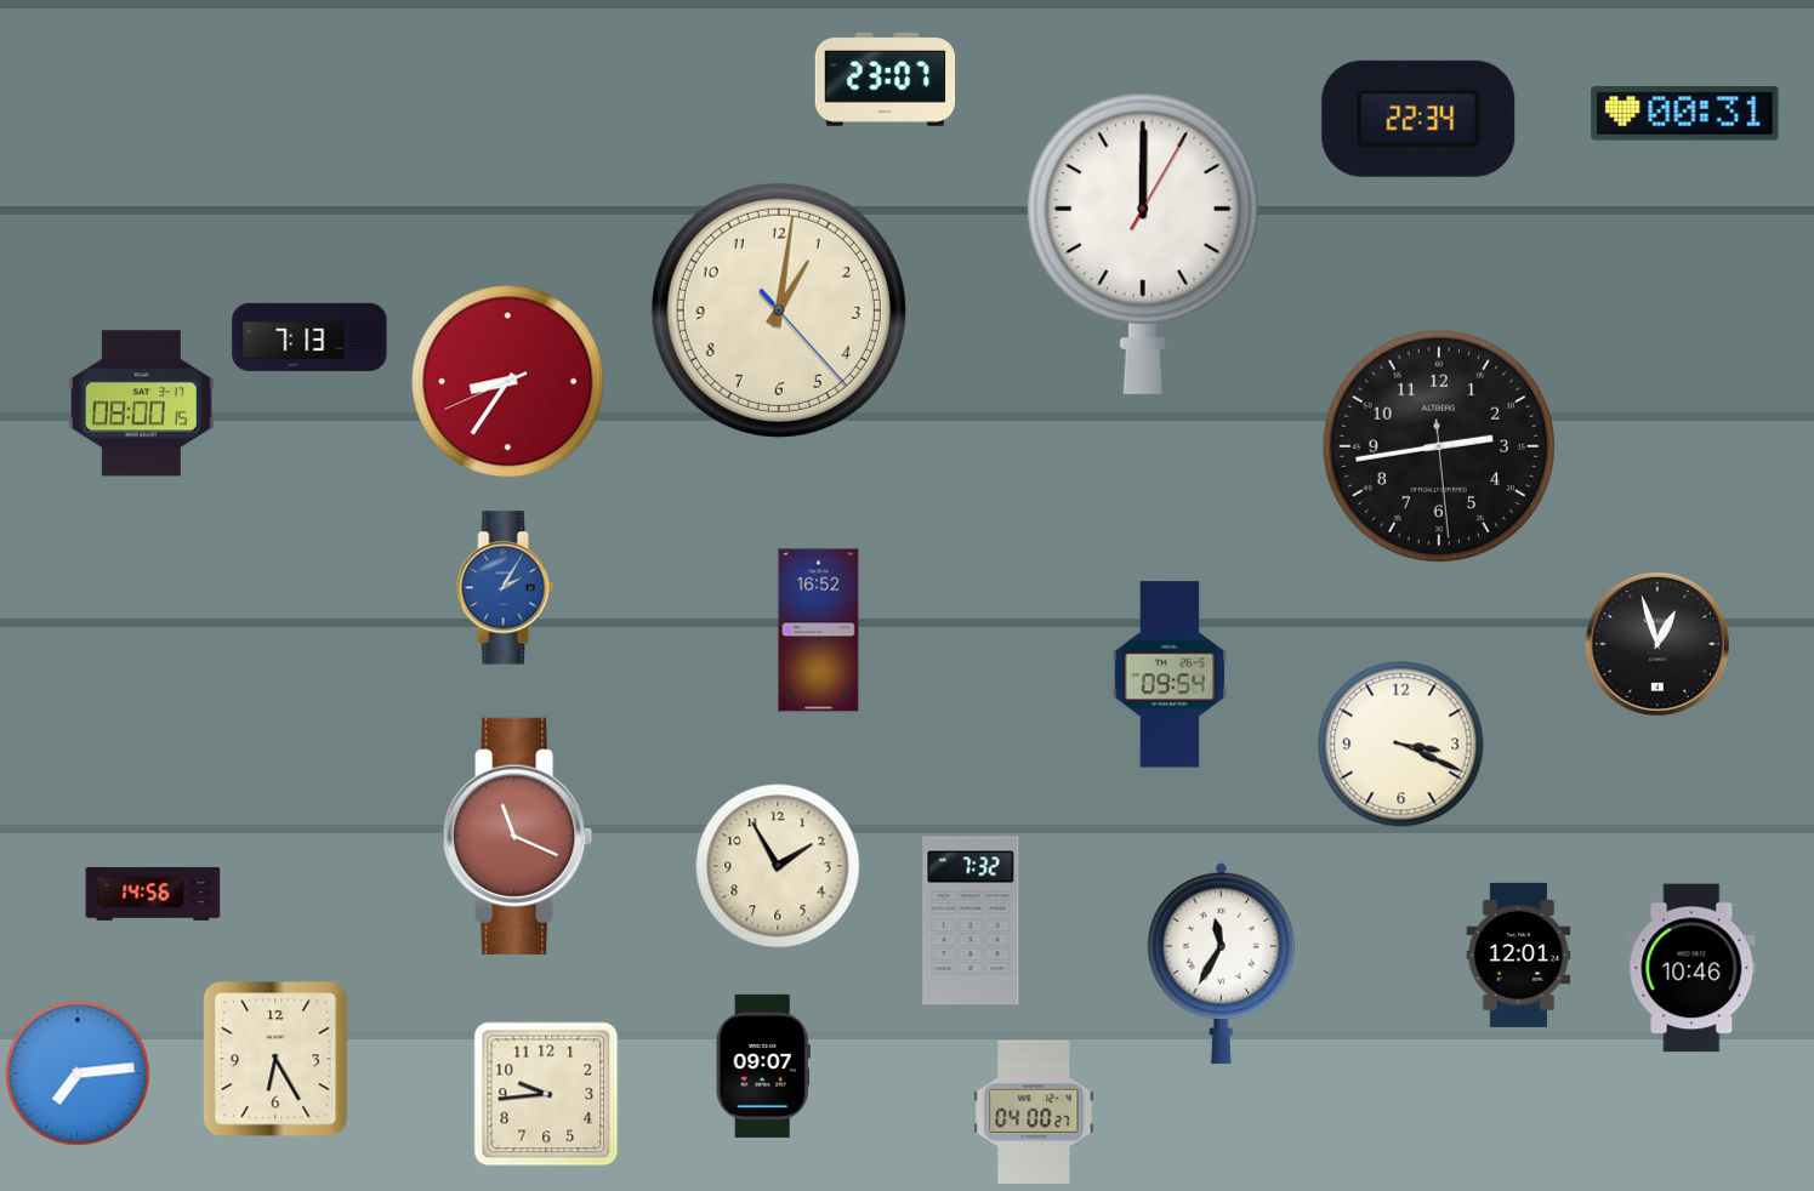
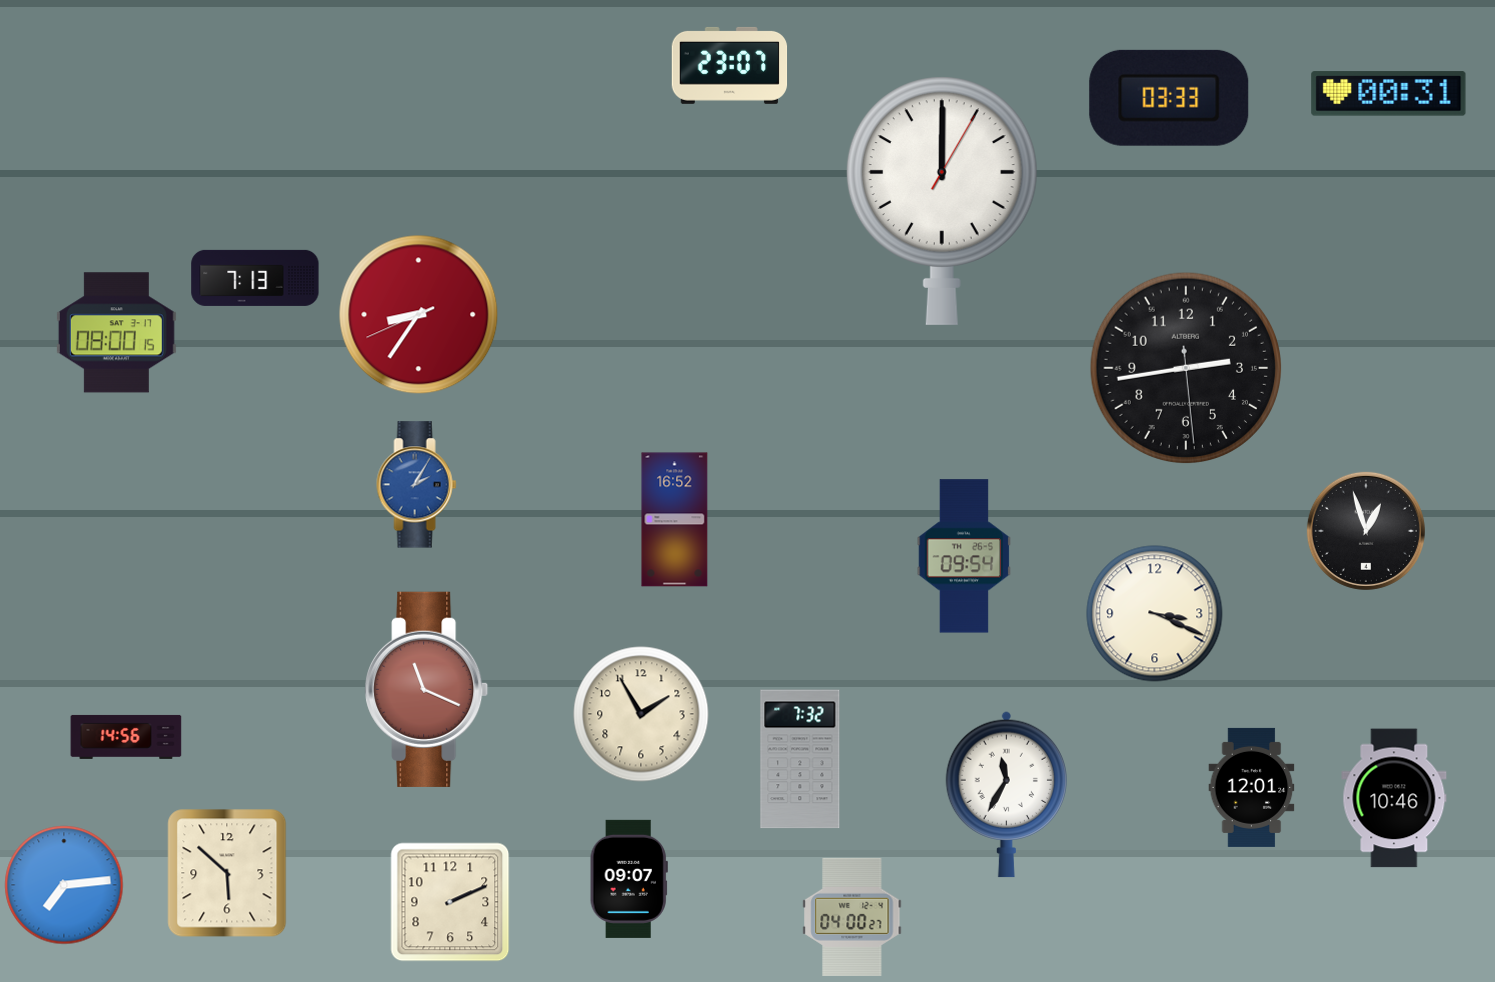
clock at (1418, 119): 22:34 -> 03:33
clock at (779, 310): 1:01 -> none
clock at (275, 1059): 6:25 -> 5:52
clock at (546, 1094): 9:44 -> 2:11
